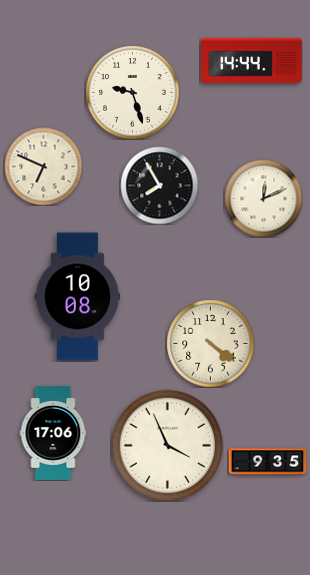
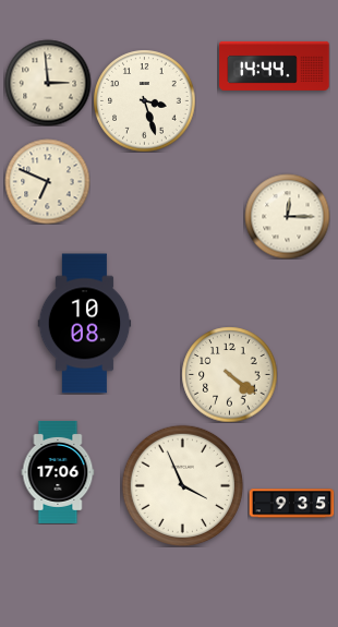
clock at (48, 83): none -> 2:59
clock at (132, 92): 9:27 -> 3:27
clock at (159, 185): 7:55 -> none
clock at (263, 198): 12:11 -> 12:15
